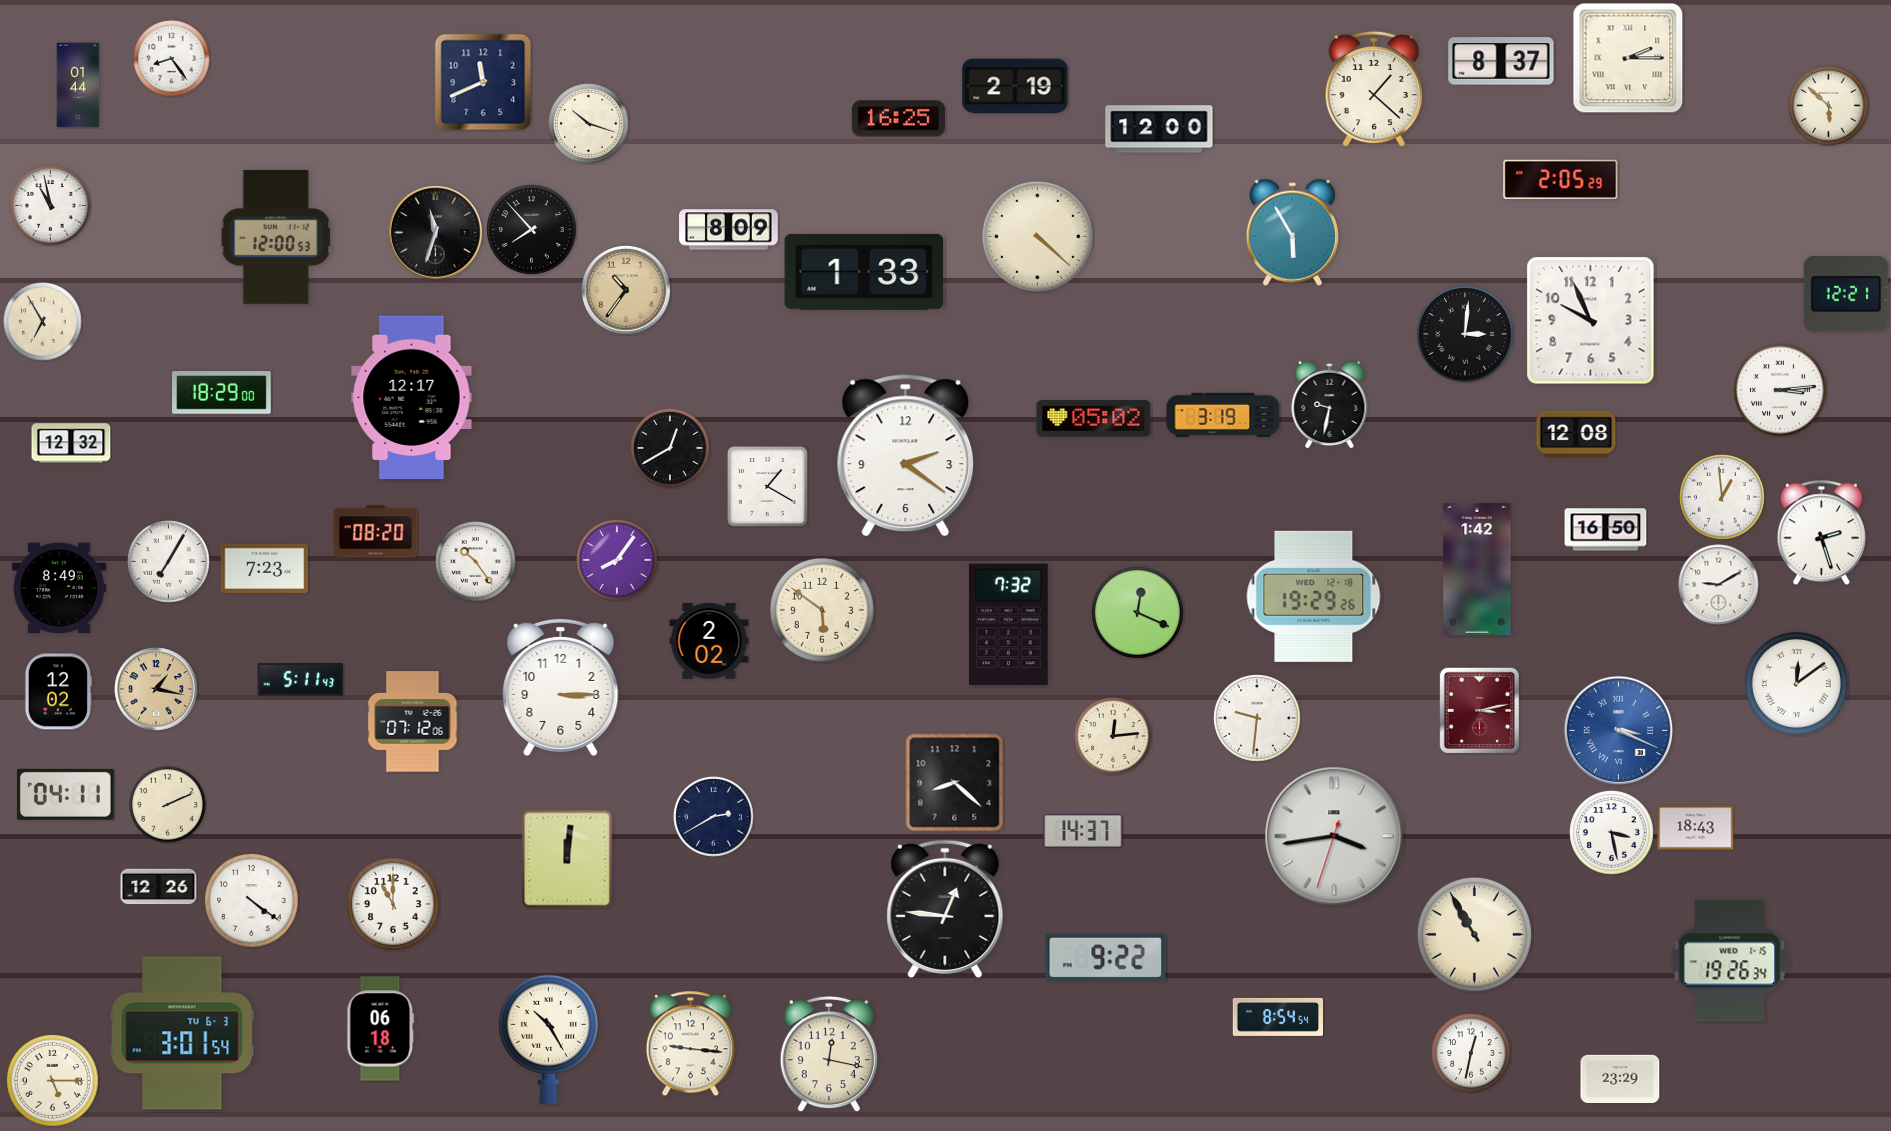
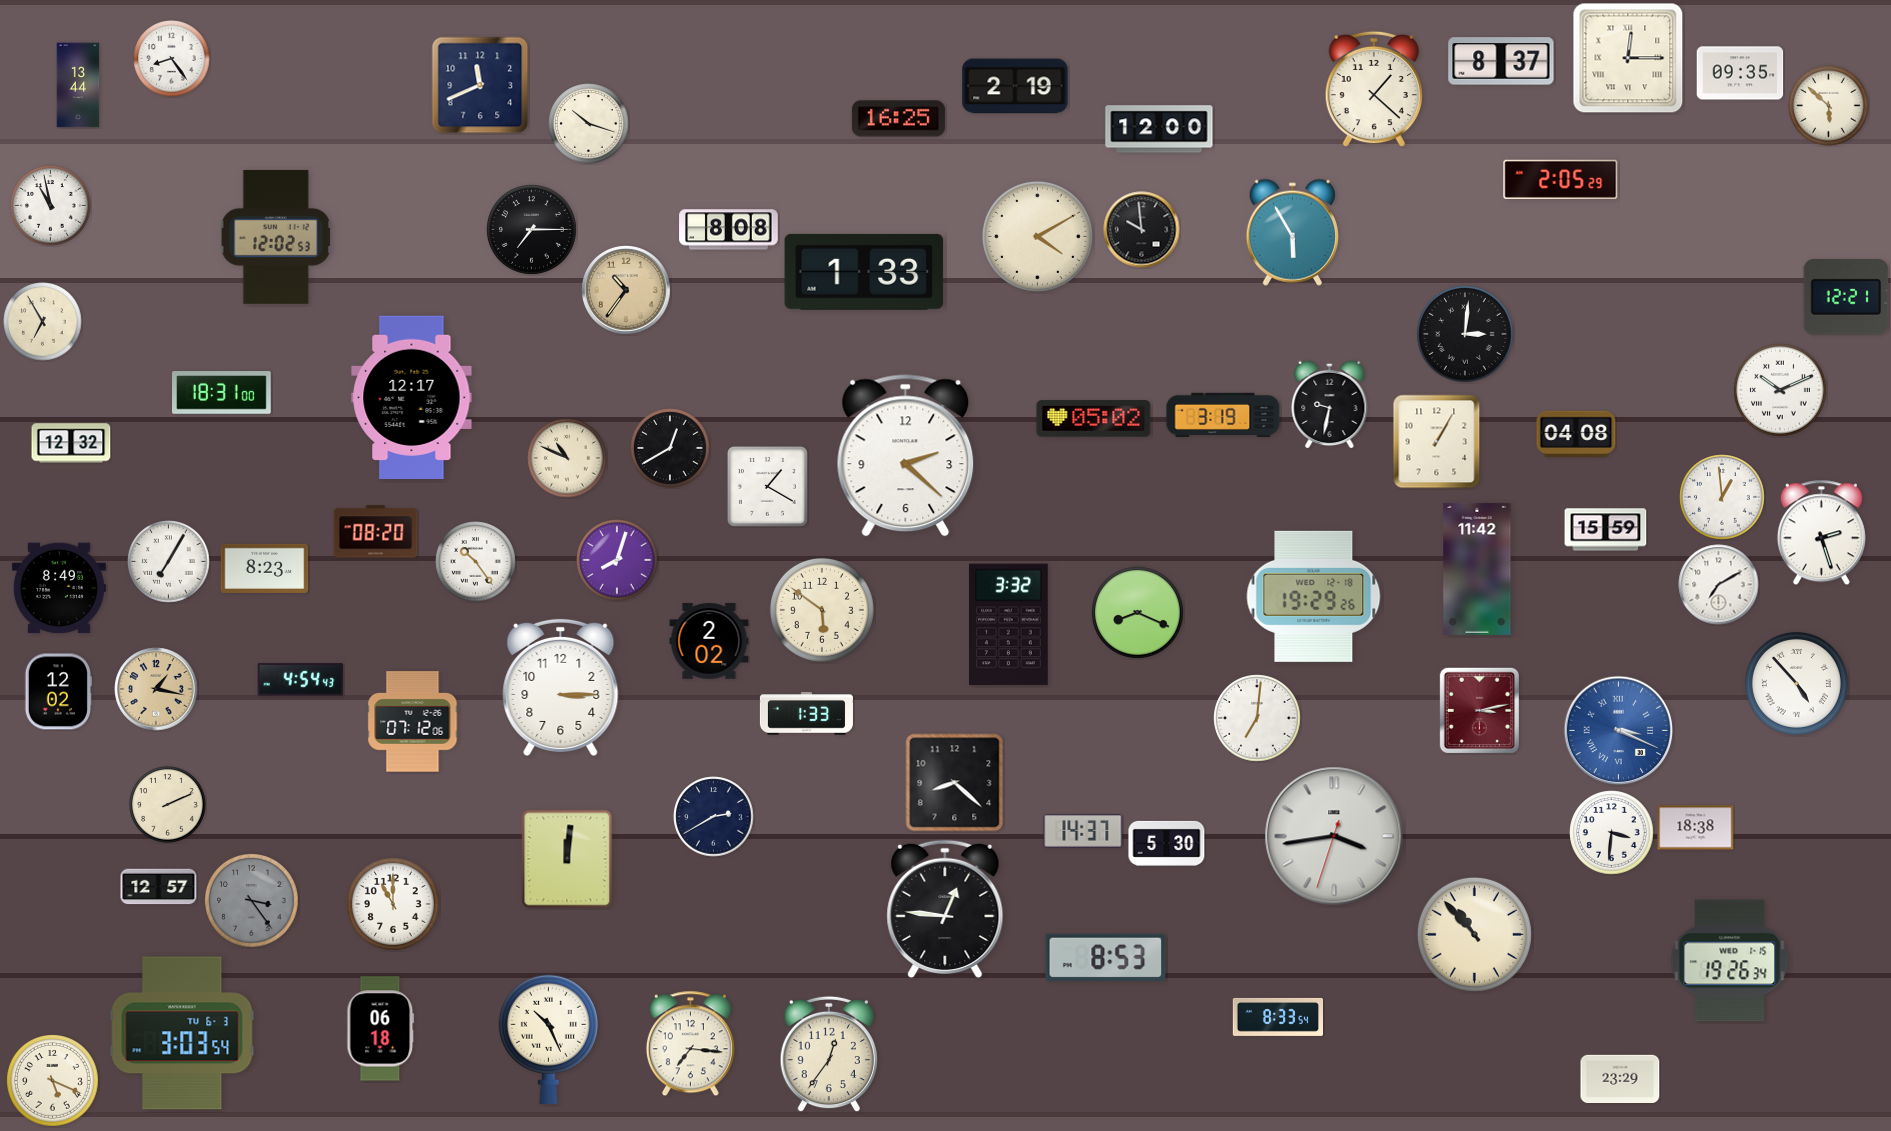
clock at (1628, 58): 2:15 -> 12:15
clock at (1740, 73): none -> 09:35
clock at (483, 82) position: (483, 82) -> (480, 85)
clock at (78, 85): 01:44 -> 13:44
clock at (532, 230): 7:53 -> 7:15
clock at (729, 230): 8:09 -> 8:08
clock at (1142, 230): none -> 9:59
clock at (435, 232): 11:33 -> none
clock at (1037, 236): 4:22 -> 4:10
clock at (276, 237): 12:00 -> 12:02
clock at (1846, 295) position: (1846, 295) -> (1846, 298)
clock at (1591, 321): 9:56 -> none
clock at (1781, 391): 3:14 -> 10:11
clock at (222, 393): 18:29 -> 18:31
clock at (1576, 433): 12:08 -> 04:08
clock at (1437, 442): none -> 1:05
clock at (906, 456): 2:21 -> 2:22
clock at (567, 458): none -> 10:49
clock at (1606, 530): 16:50 -> 15:59
clock at (617, 560): 8:06 -> 8:03
clock at (265, 568): 7:23 -> 8:23
clock at (1477, 569): 1:42 -> 11:42
clock at (1719, 585): 9:10 -> 7:10
clock at (1138, 613): 12:19 -> 8:19
clock at (1009, 625): 7:32 -> 3:32
clock at (301, 680): 5:11 -> 4:54
clock at (1796, 683): 12:09 -> 4:53
clock at (806, 714): none -> 1:33
clock at (1257, 718): 9:31 -> 7:01
clock at (1113, 736): 12:14 -> none
clock at (65, 794): 04:11 -> none
clock at (1696, 828): 18:43 -> 18:38
clock at (1612, 833): 3:28 -> 3:31
clock at (1167, 843): none -> 5:30
clock at (159, 887): 12:26 -> 12:57
clock at (252, 901): 4:21 -> 3:24
clock at (252, 901) dial: white -> grey
clock at (1474, 934): 10:55 -> 10:53
clock at (1106, 957): 9:22 -> 8:53
clock at (1277, 1017): 8:54 -> 8:33
clock at (182, 1033): 3:01 -> 3:03
clock at (548, 1039): 10:25 -> 10:26
clock at (690, 1044): 9:16 -> 7:16
clock at (1471, 1053): 12:32 -> none
clock at (829, 1054): 12:17 -> 12:36
clock at (53, 1081): 5:15 -> 5:19
